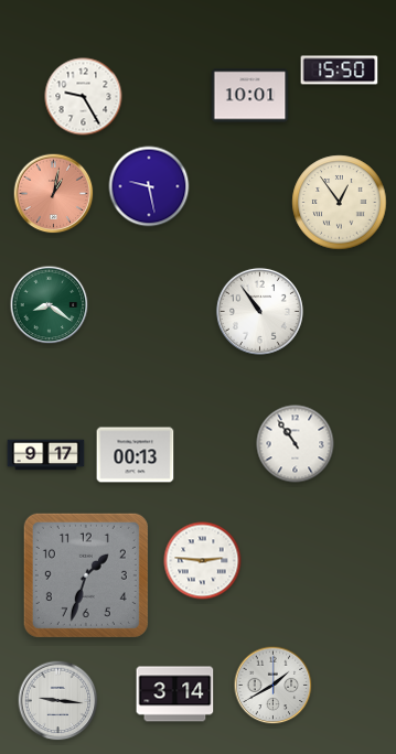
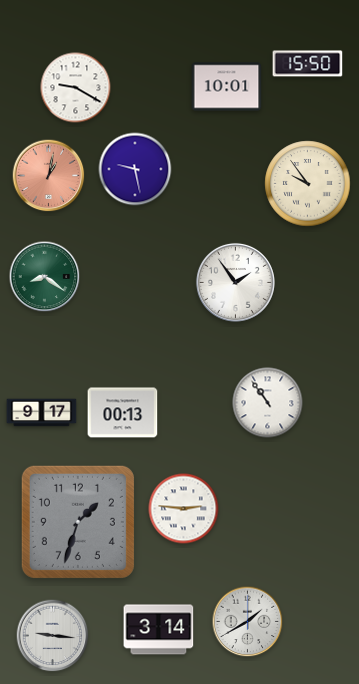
clock at (84, 97): 9:25 -> 9:20
clock at (340, 203): 12:54 -> 9:54
clock at (259, 311): 10:54 -> 1:54
